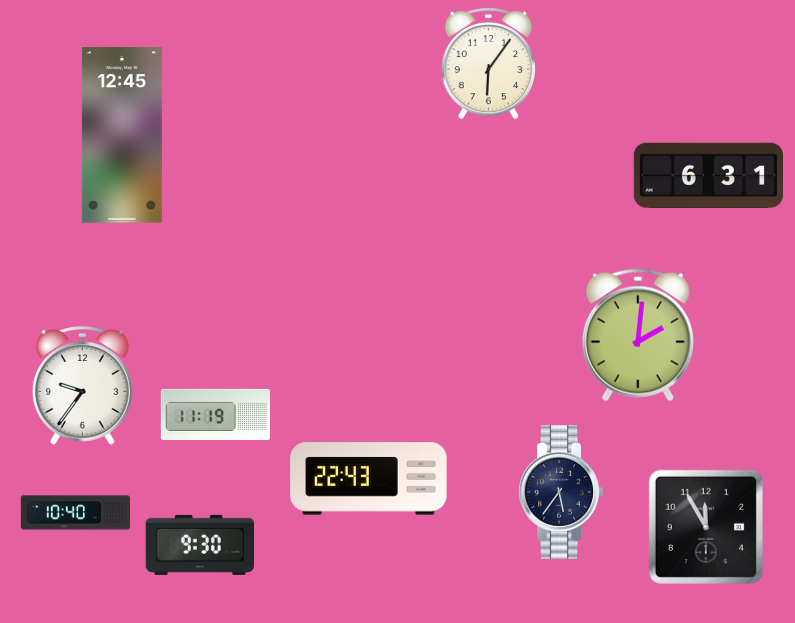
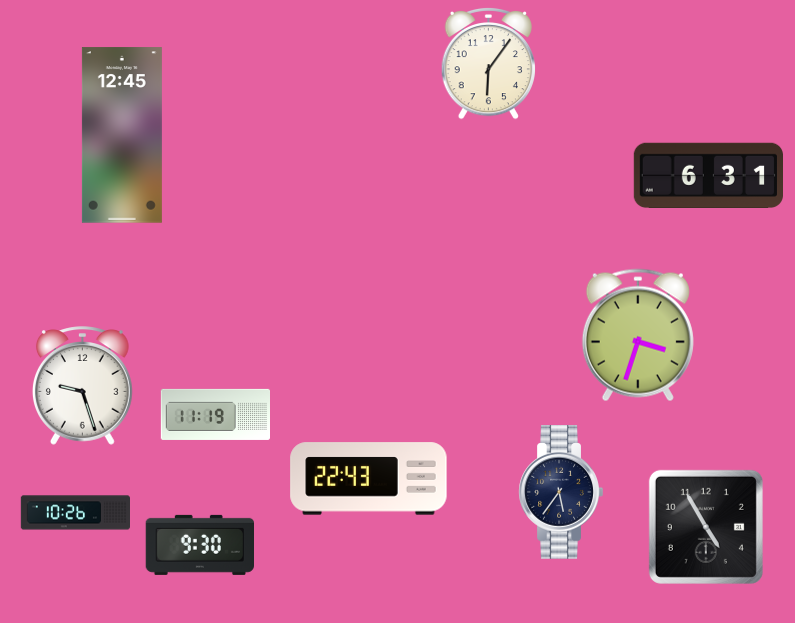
clock at (638, 335): 2:01 -> 3:33
clock at (82, 386): 9:36 -> 9:27
clock at (75, 513): 10:40 -> 10:26
clock at (706, 527): 11:55 -> 4:55
